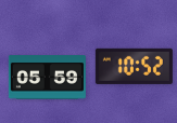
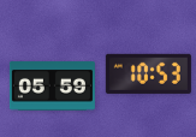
clock at (134, 66): 10:52 -> 10:53
